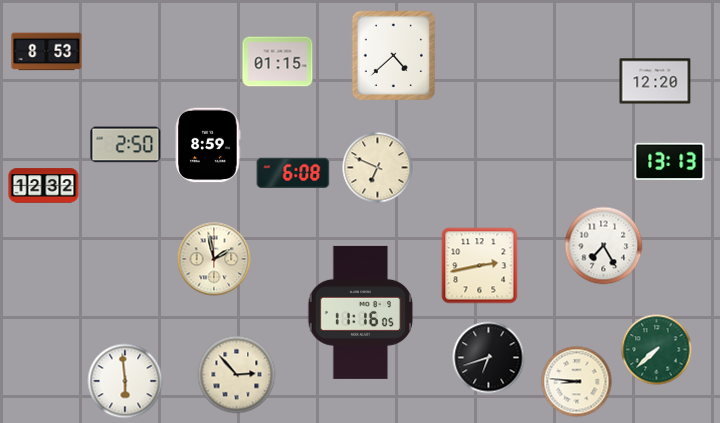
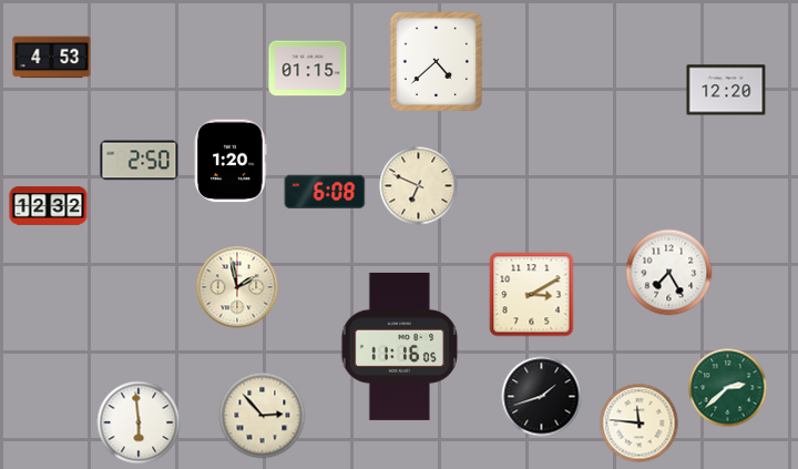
clock at (47, 52): 8:53 -> 4:53
clock at (208, 145): 8:59 -> 1:20
clock at (670, 162): 13:13 -> none
clock at (480, 266): 2:43 -> 3:10
clock at (657, 350): 7:38 -> 2:38
clock at (489, 358): 6:42 -> 1:42
clock at (577, 382): 8:46 -> 11:46
